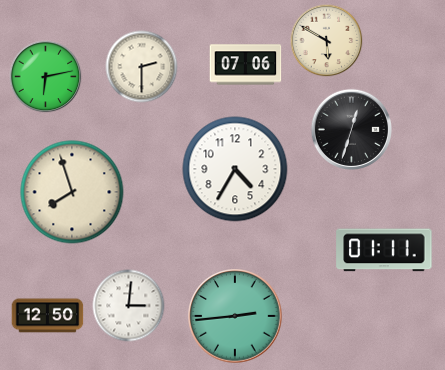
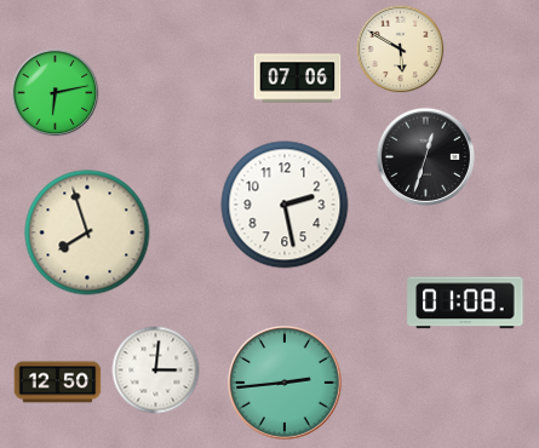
clock at (327, 41) position: (327, 41) -> (401, 50)
clock at (142, 67): 2:30 -> none
clock at (235, 169): 4:35 -> 2:28
clock at (384, 250): 01:11 -> 01:08
